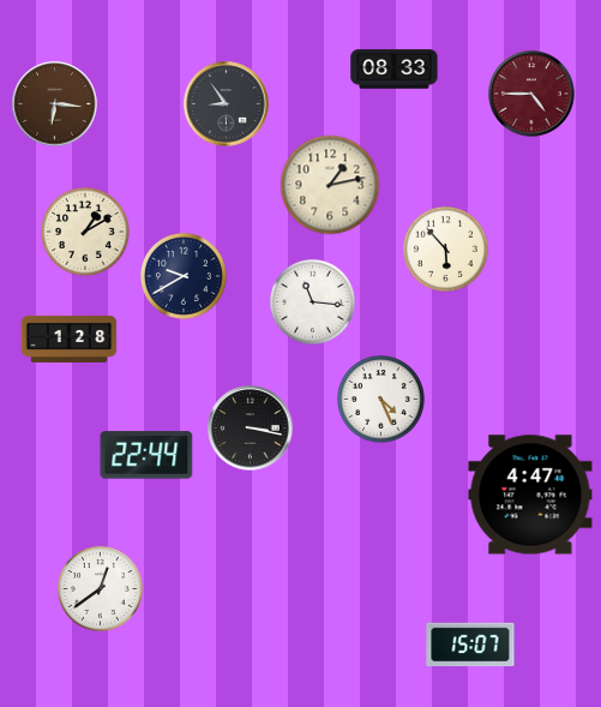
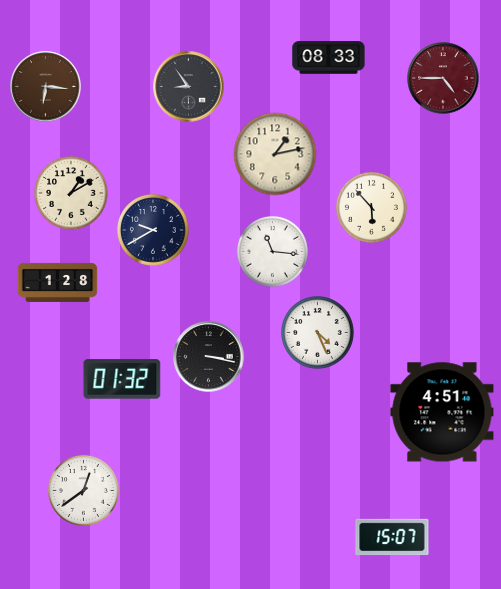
clock at (312, 301) position: (312, 301) -> (272, 251)
clock at (146, 455): 22:44 -> 01:32
clock at (530, 495): 4:47 -> 4:51
